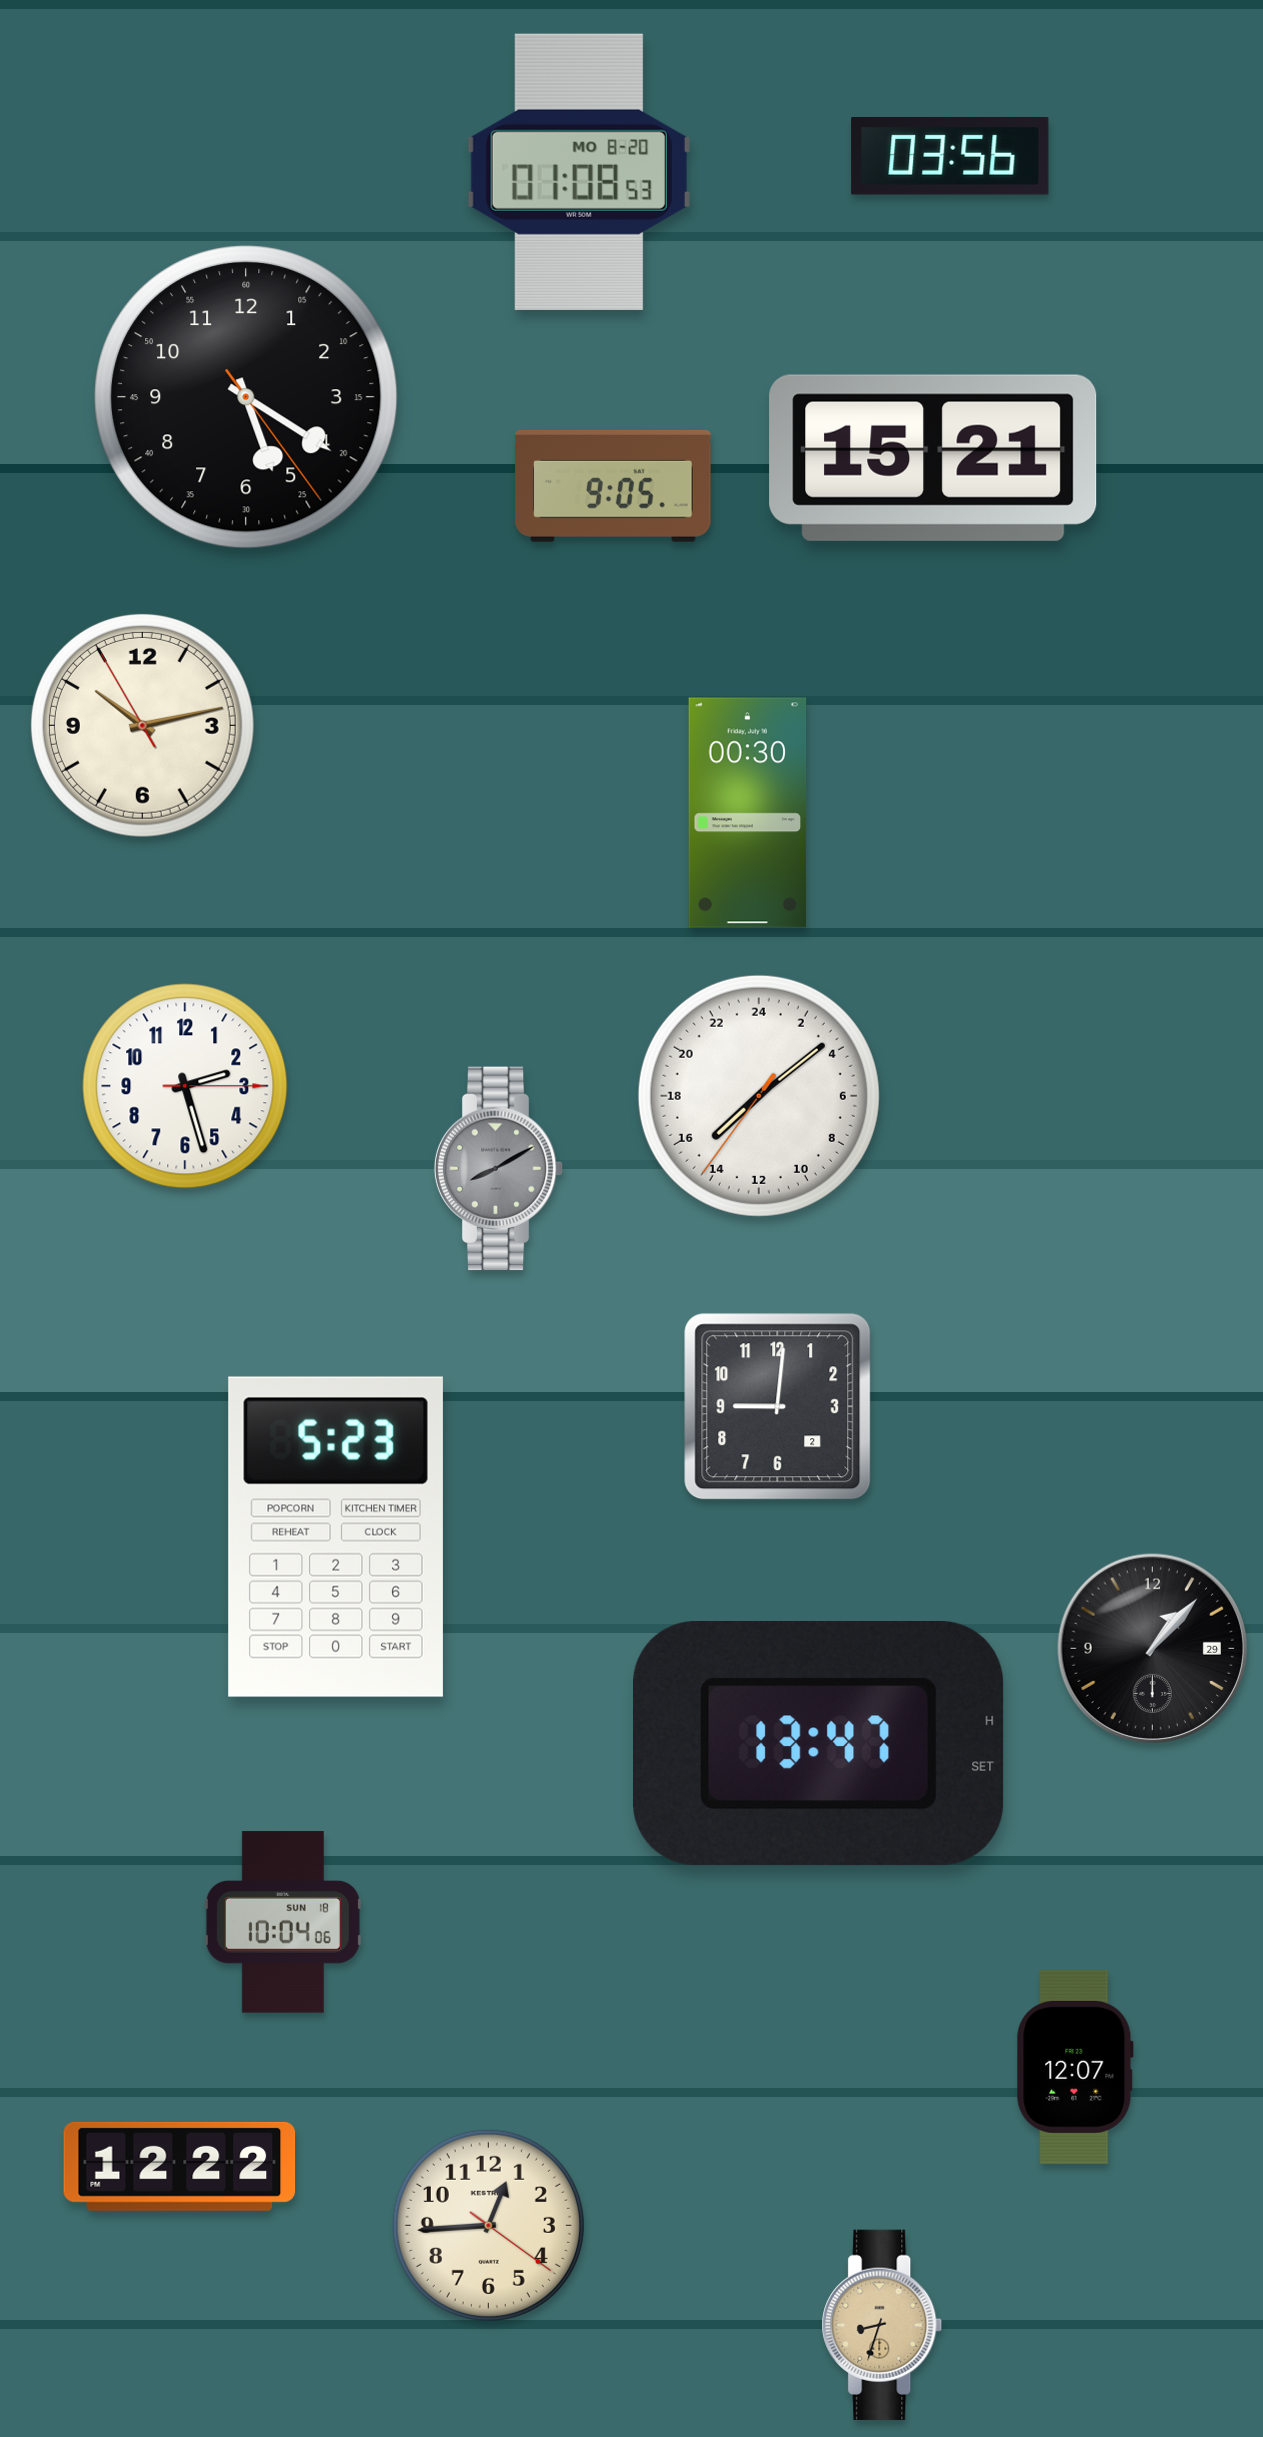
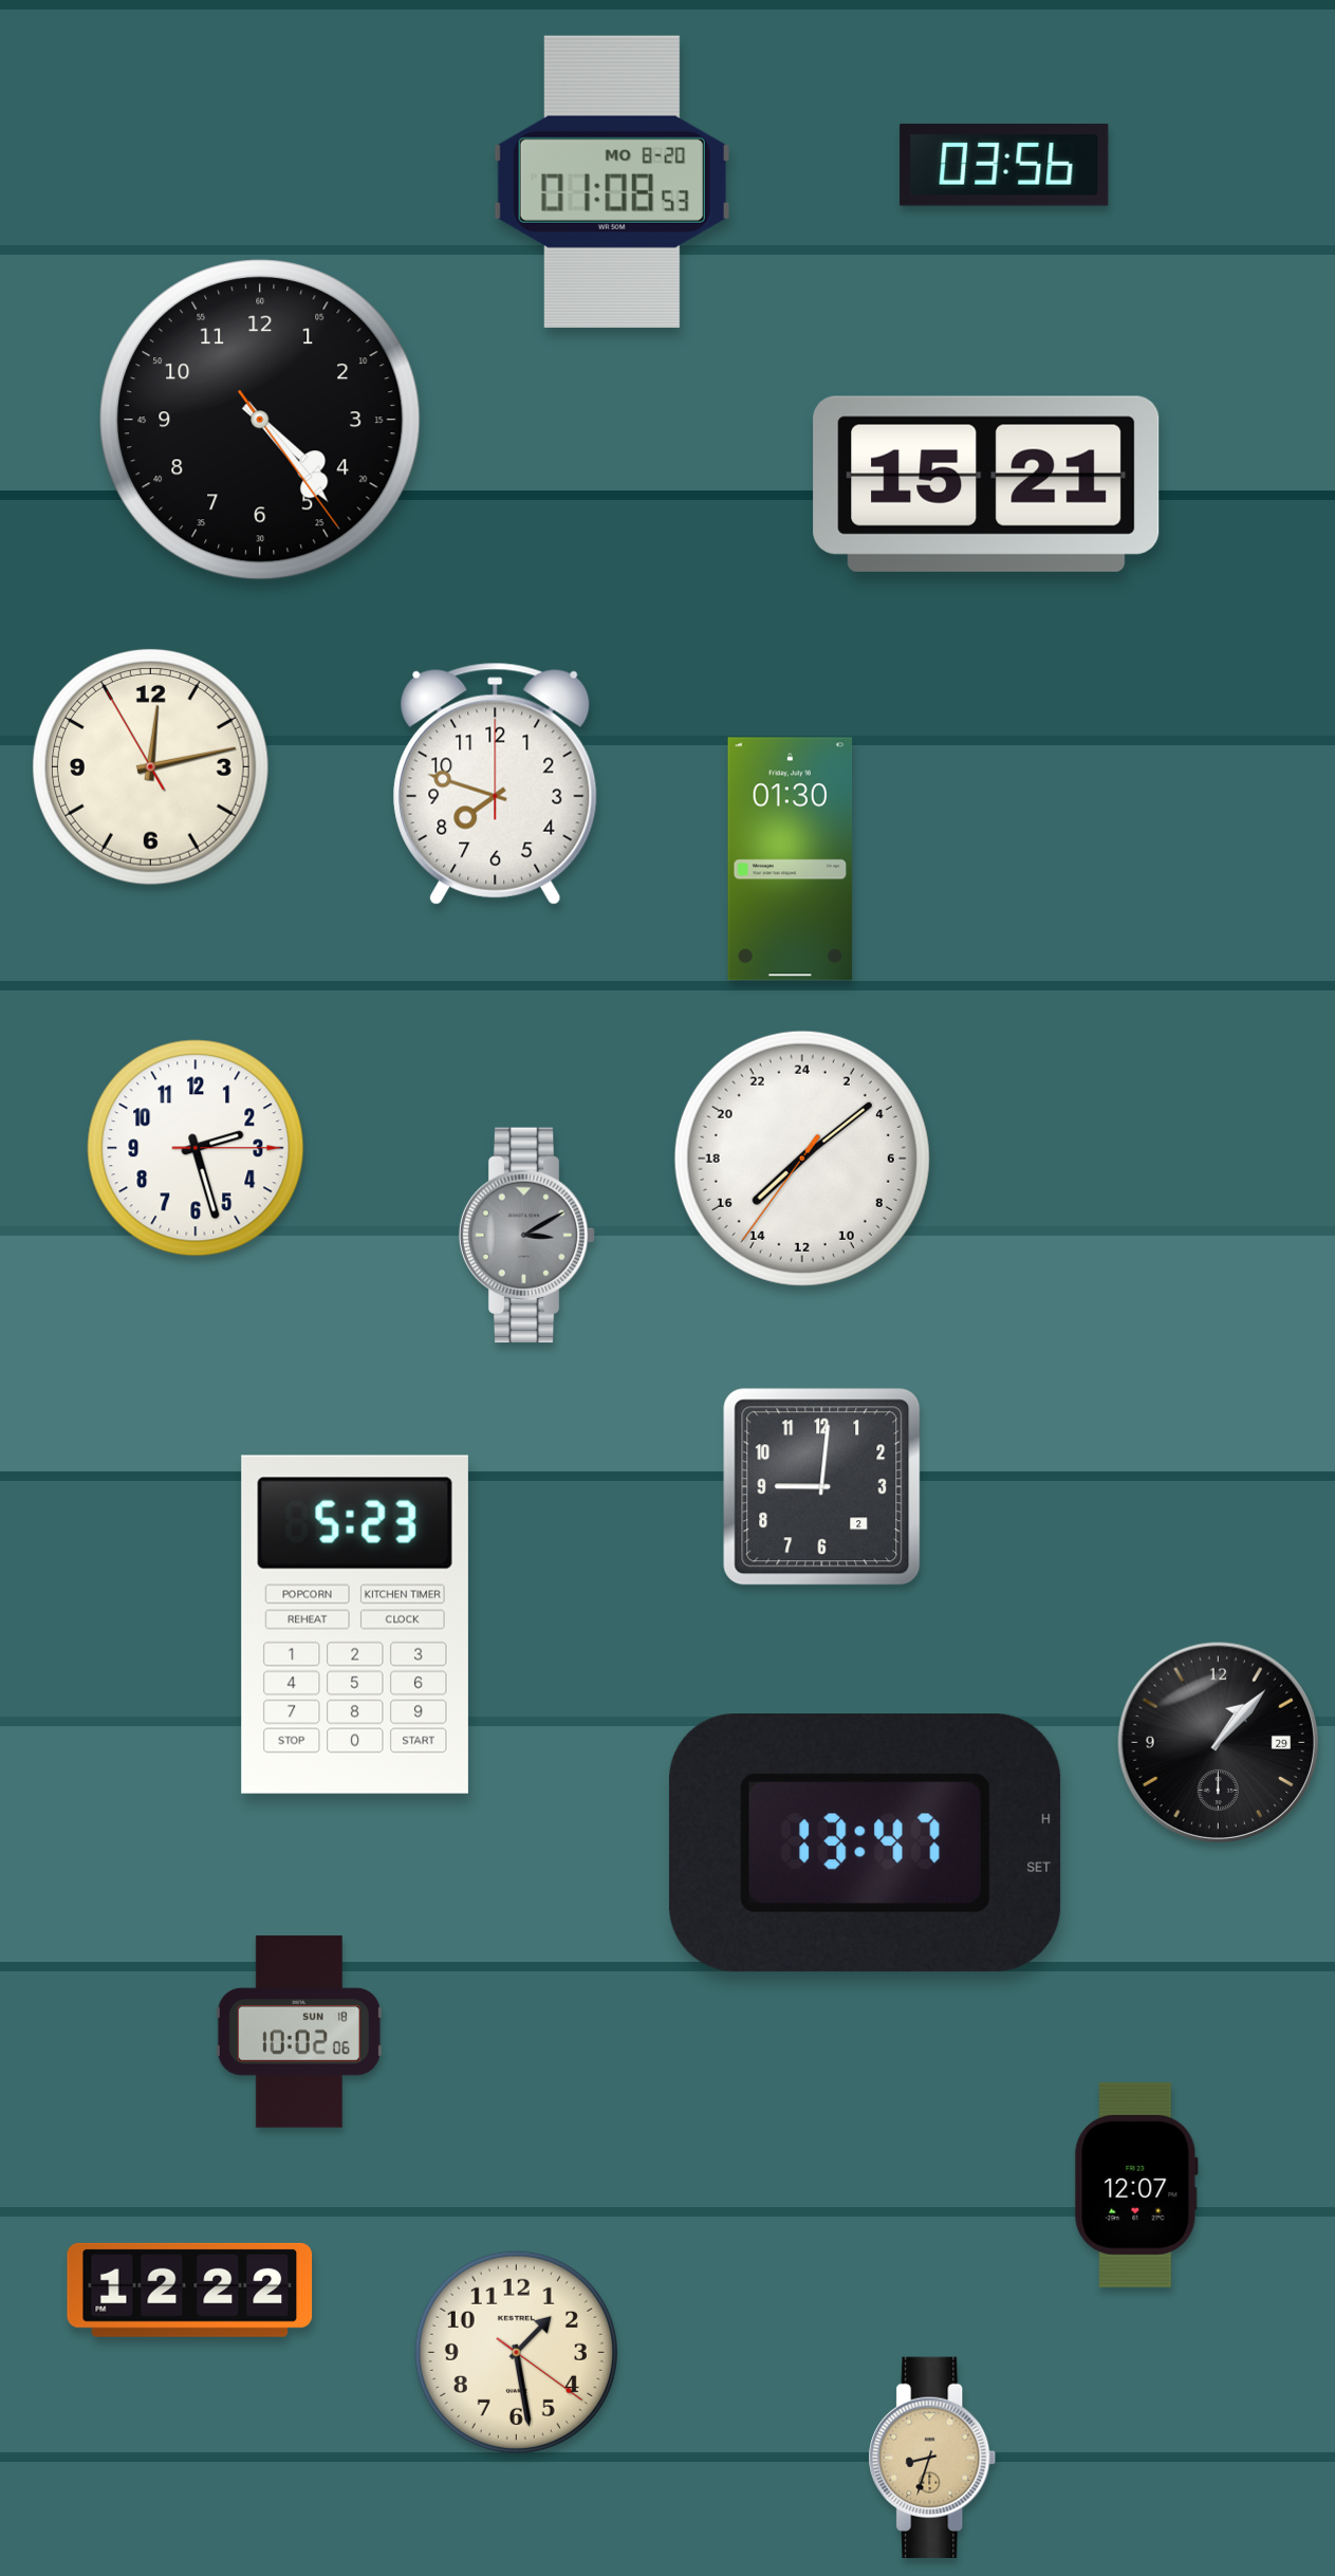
clock at (247, 398): 5:20 -> 4:23
clock at (613, 486): 9:05 -> none
clock at (142, 725): 10:12 -> 12:12
clock at (496, 783): none -> 7:48
clock at (748, 813): 00:30 -> 01:30
clock at (499, 1169): 8:10 -> 3:10
clock at (283, 1922): 10:04 -> 10:02
clock at (488, 2225): 12:44 -> 1:28
